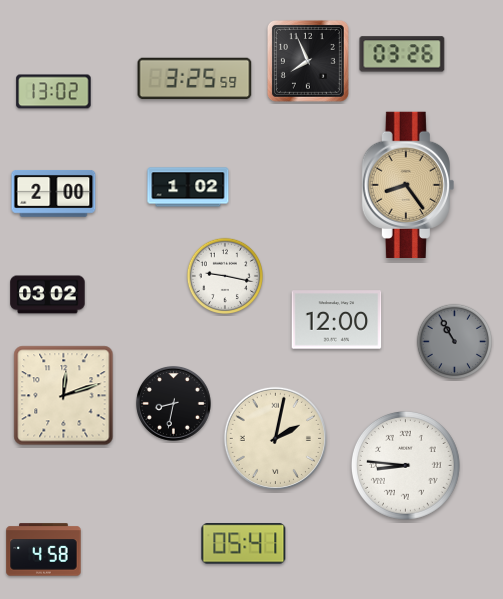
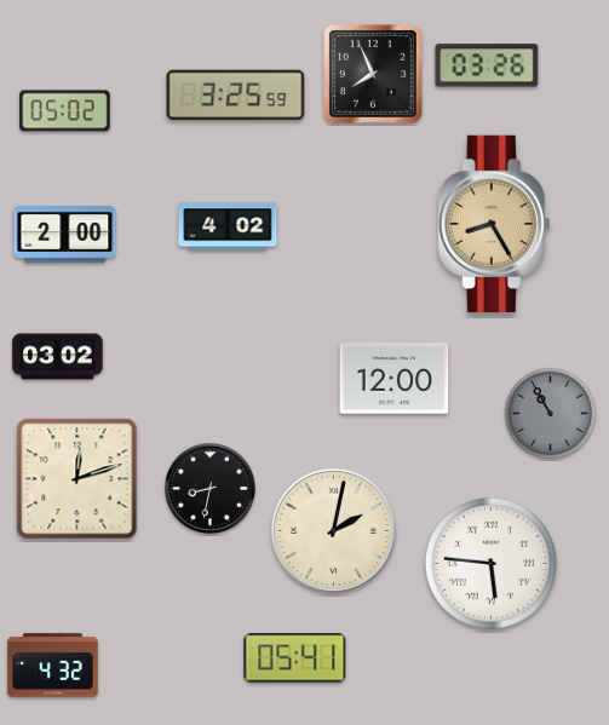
clock at (54, 92): 13:02 -> 05:02
clock at (408, 184): 8:24 -> 8:25
clock at (188, 187): 1:02 -> 4:02
clock at (224, 275): 9:17 -> none
clock at (337, 320) position: (337, 320) -> (395, 379)
clock at (405, 465): 8:46 -> 5:46
clock at (44, 550): 4:58 -> 4:32
